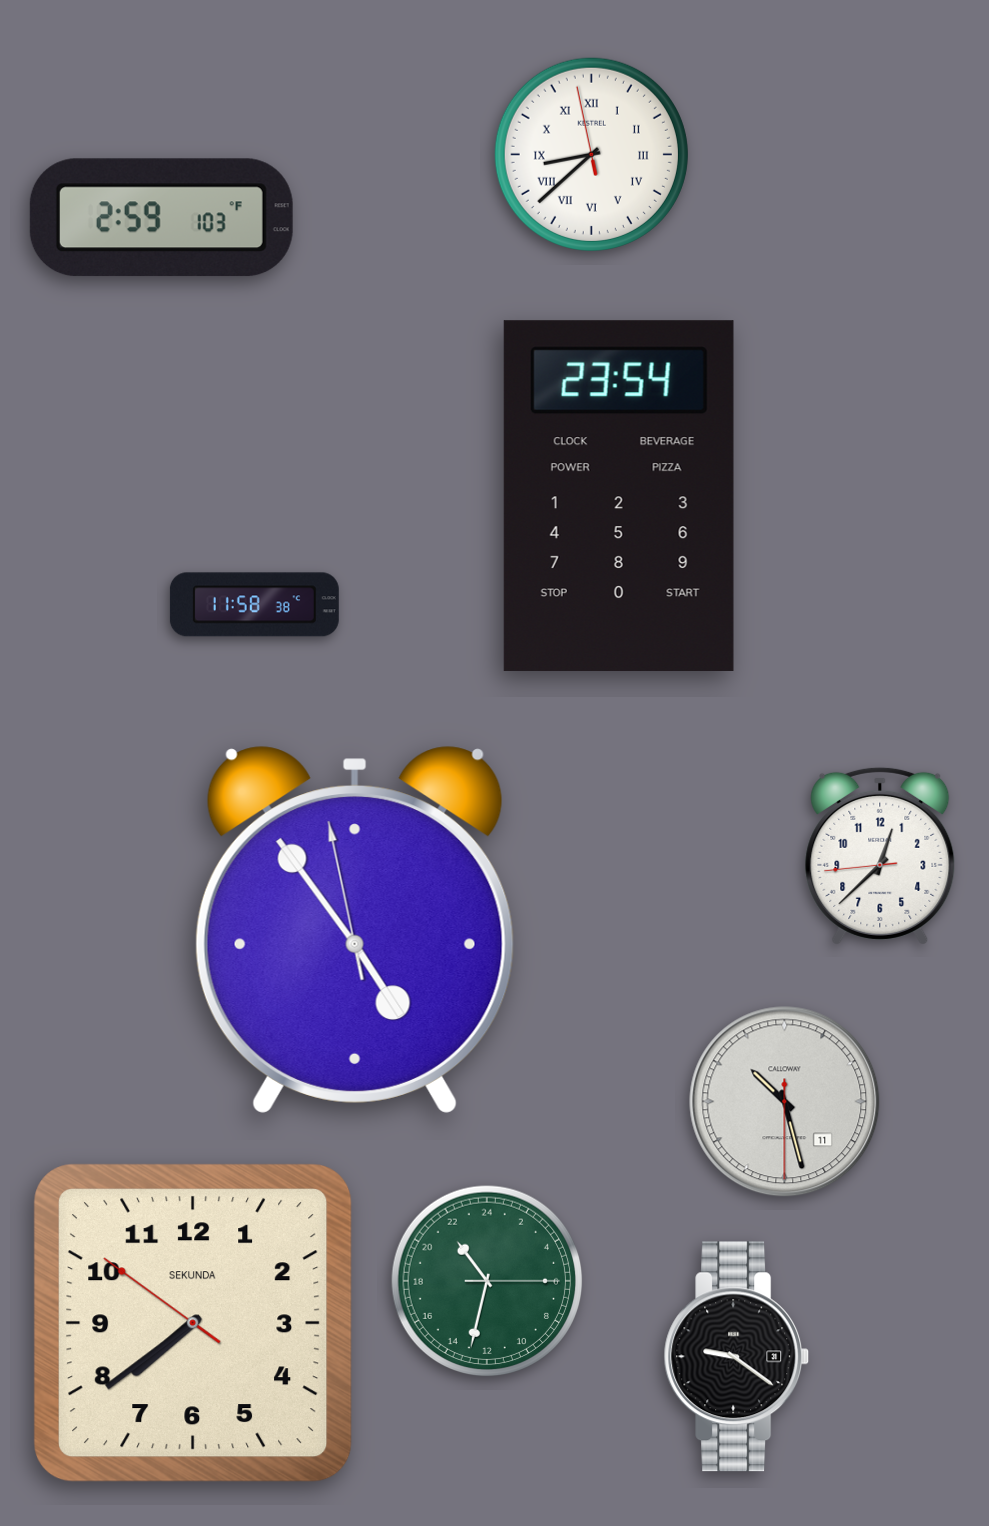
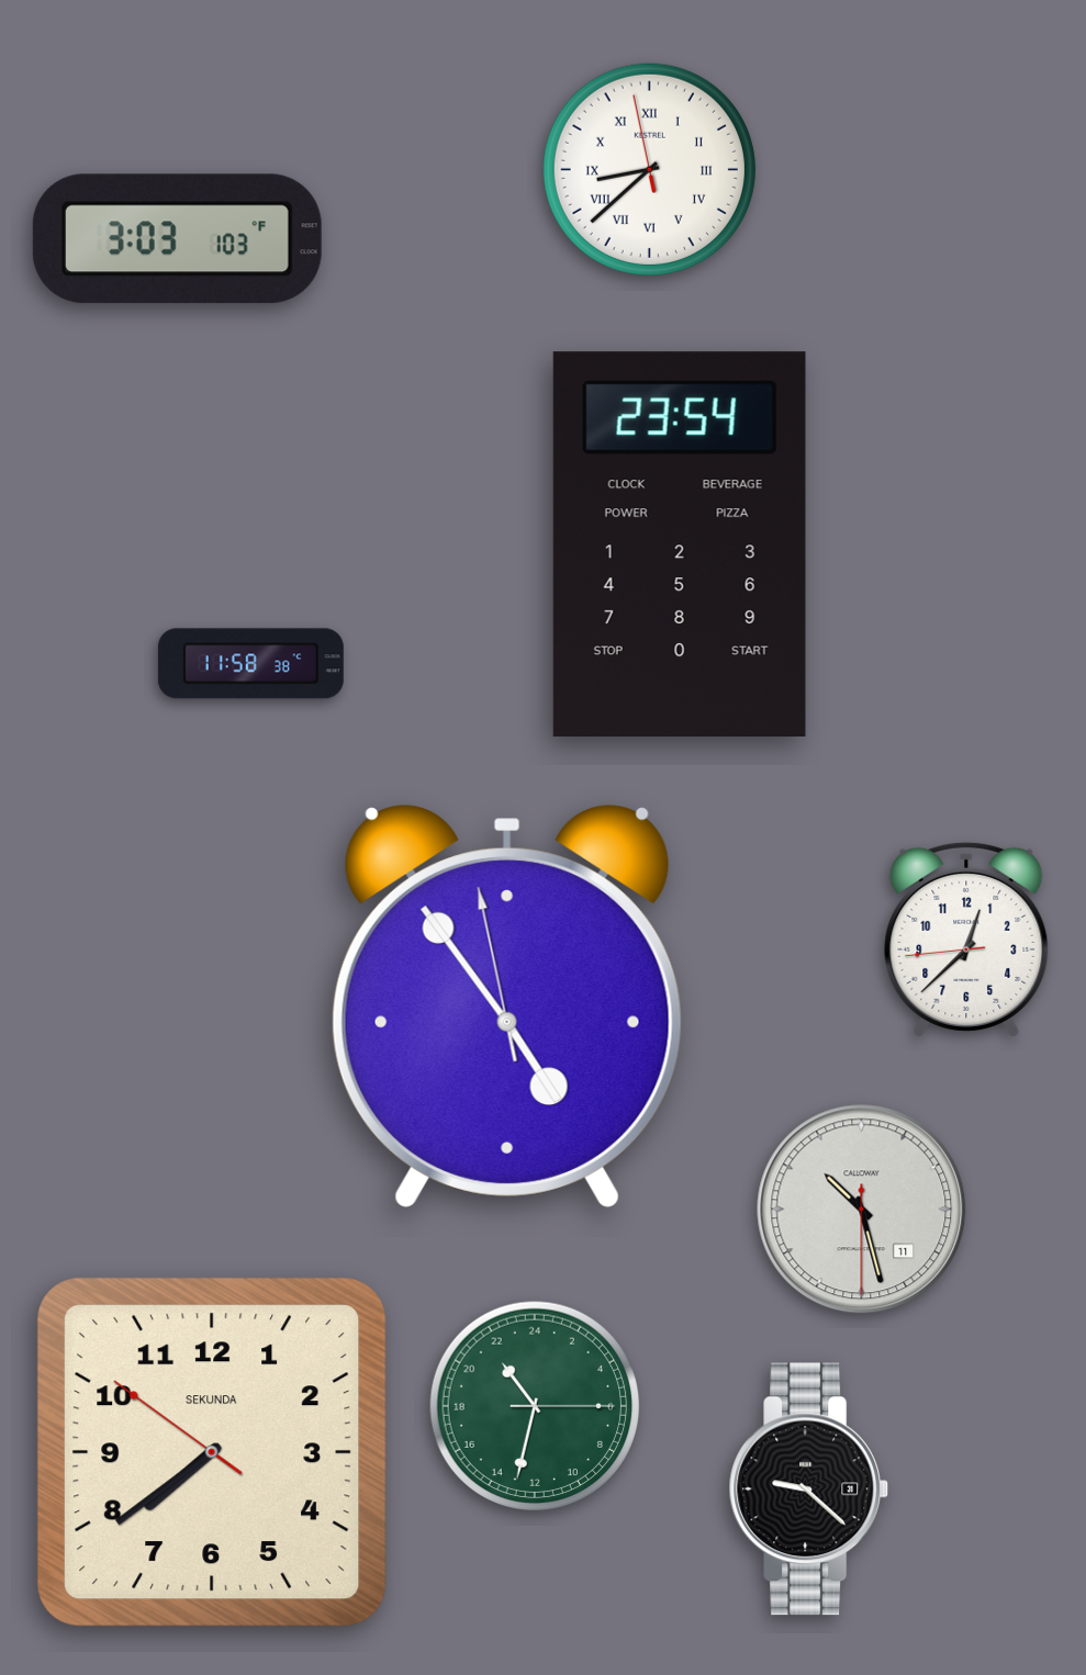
clock at (161, 218): 2:59 -> 3:03
clock at (254, 605) position: (254, 605) -> (250, 664)
clock at (355, 930) position: (355, 930) -> (507, 1007)
clock at (737, 1357): 9:21 -> 9:22
